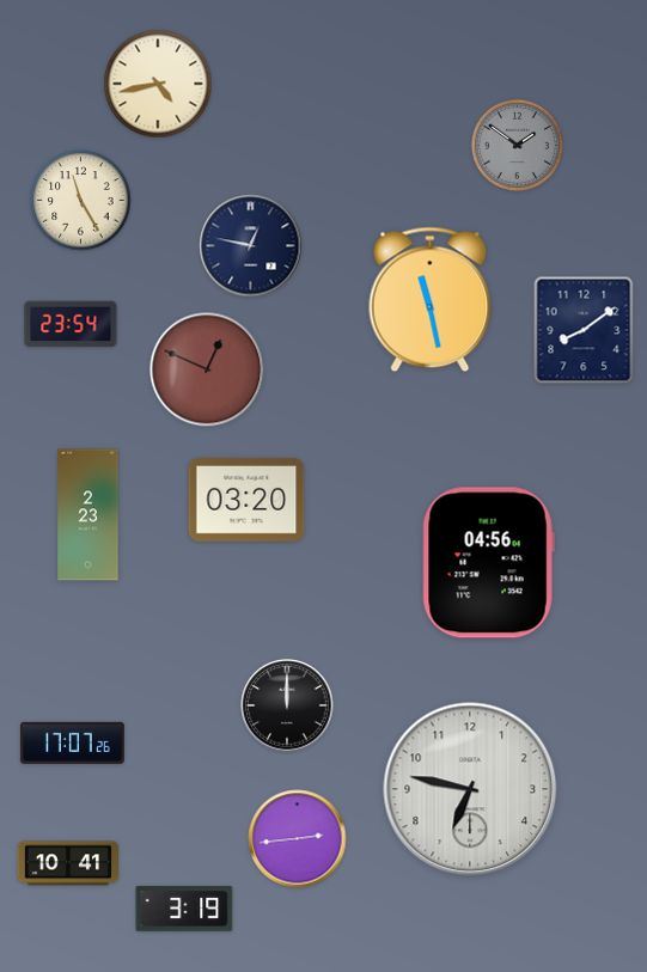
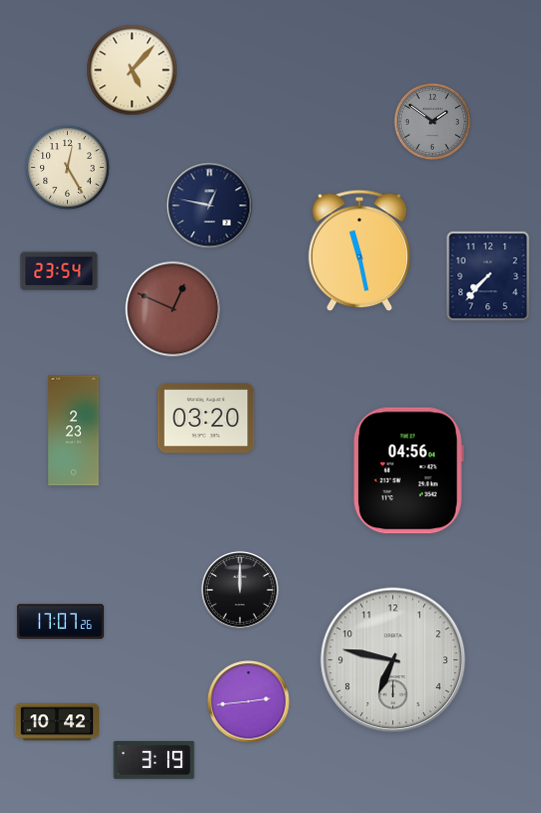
clock at (158, 84): 4:43 -> 5:07
clock at (81, 201): 11:25 -> 12:25
clock at (584, 330): 8:09 -> 7:37
clock at (68, 863): 10:41 -> 10:42
